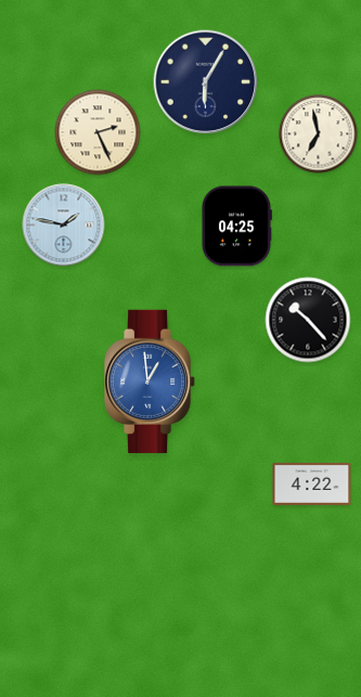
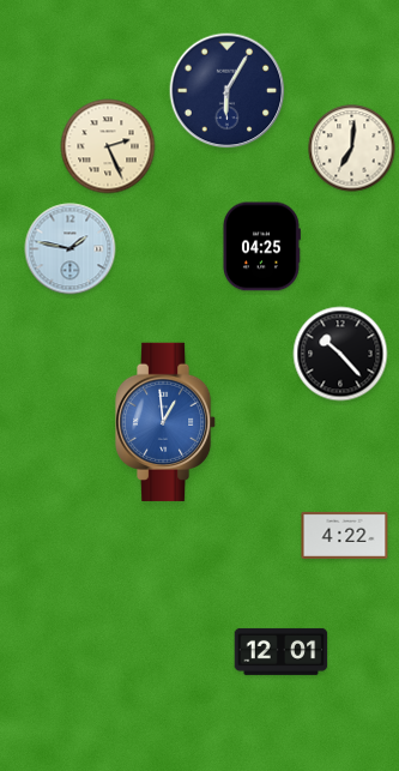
clock at (319, 134): 6:58 -> 7:01
clock at (236, 227) position: (236, 227) -> (261, 247)
clock at (282, 651): none -> 12:01
